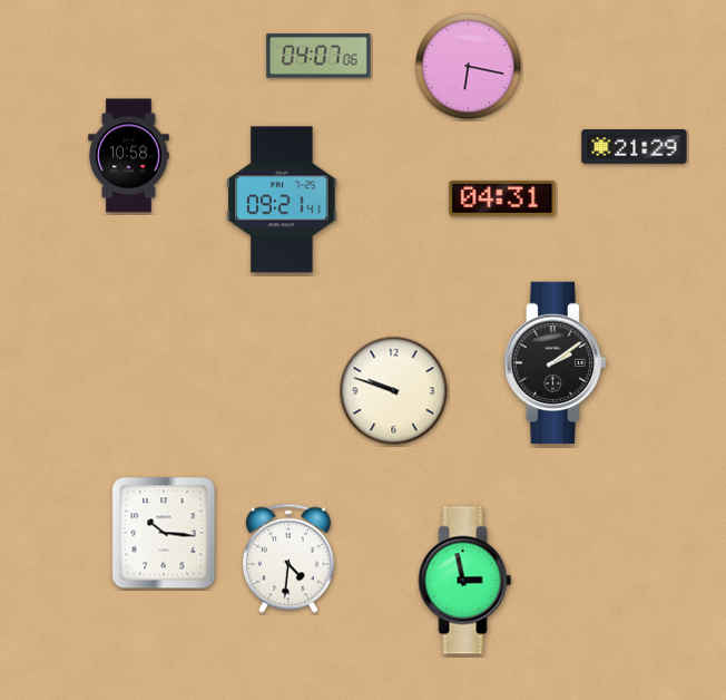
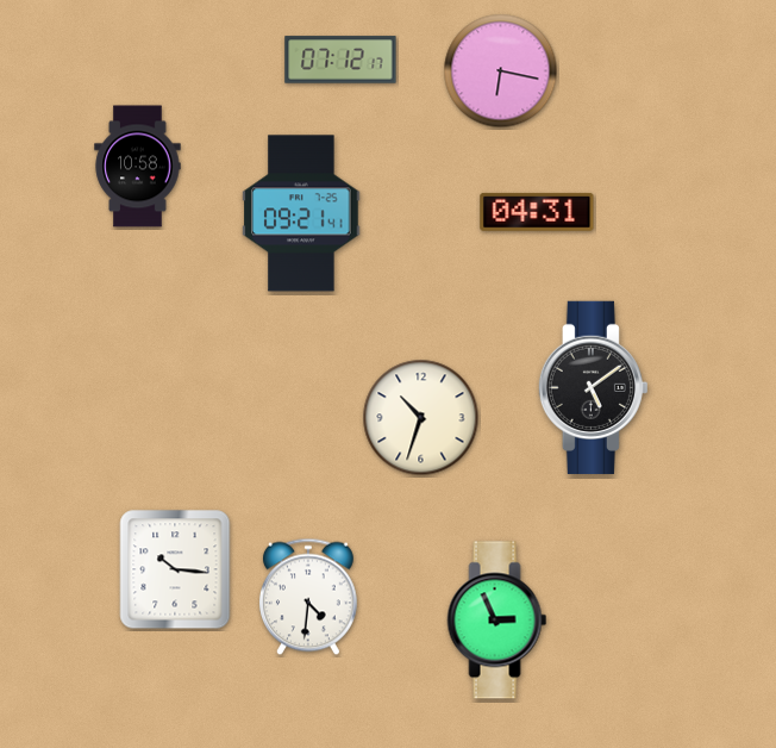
clock at (318, 56): 04:07 -> 07:12
clock at (635, 147): 21:29 -> none
clock at (555, 362): 2:09 -> 5:09
clock at (394, 391): 9:48 -> 10:33
clock at (465, 581): 2:58 -> 2:56
